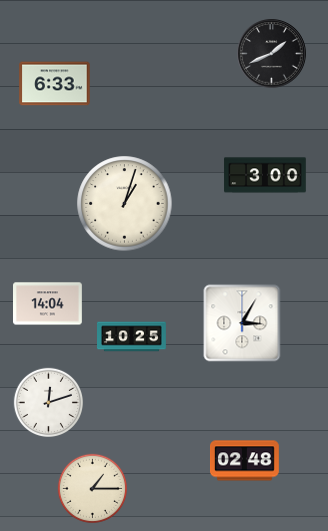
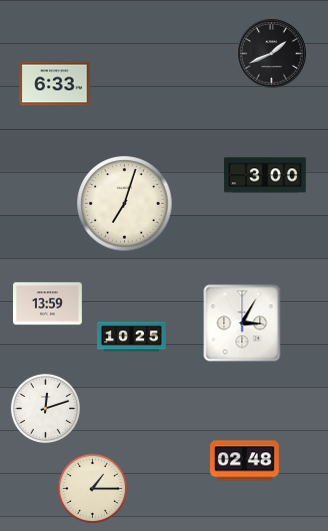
clock at (125, 204): 1:03 -> 7:03
clock at (48, 304): 14:04 -> 13:59
clock at (48, 402) position: (48, 402) -> (45, 408)
